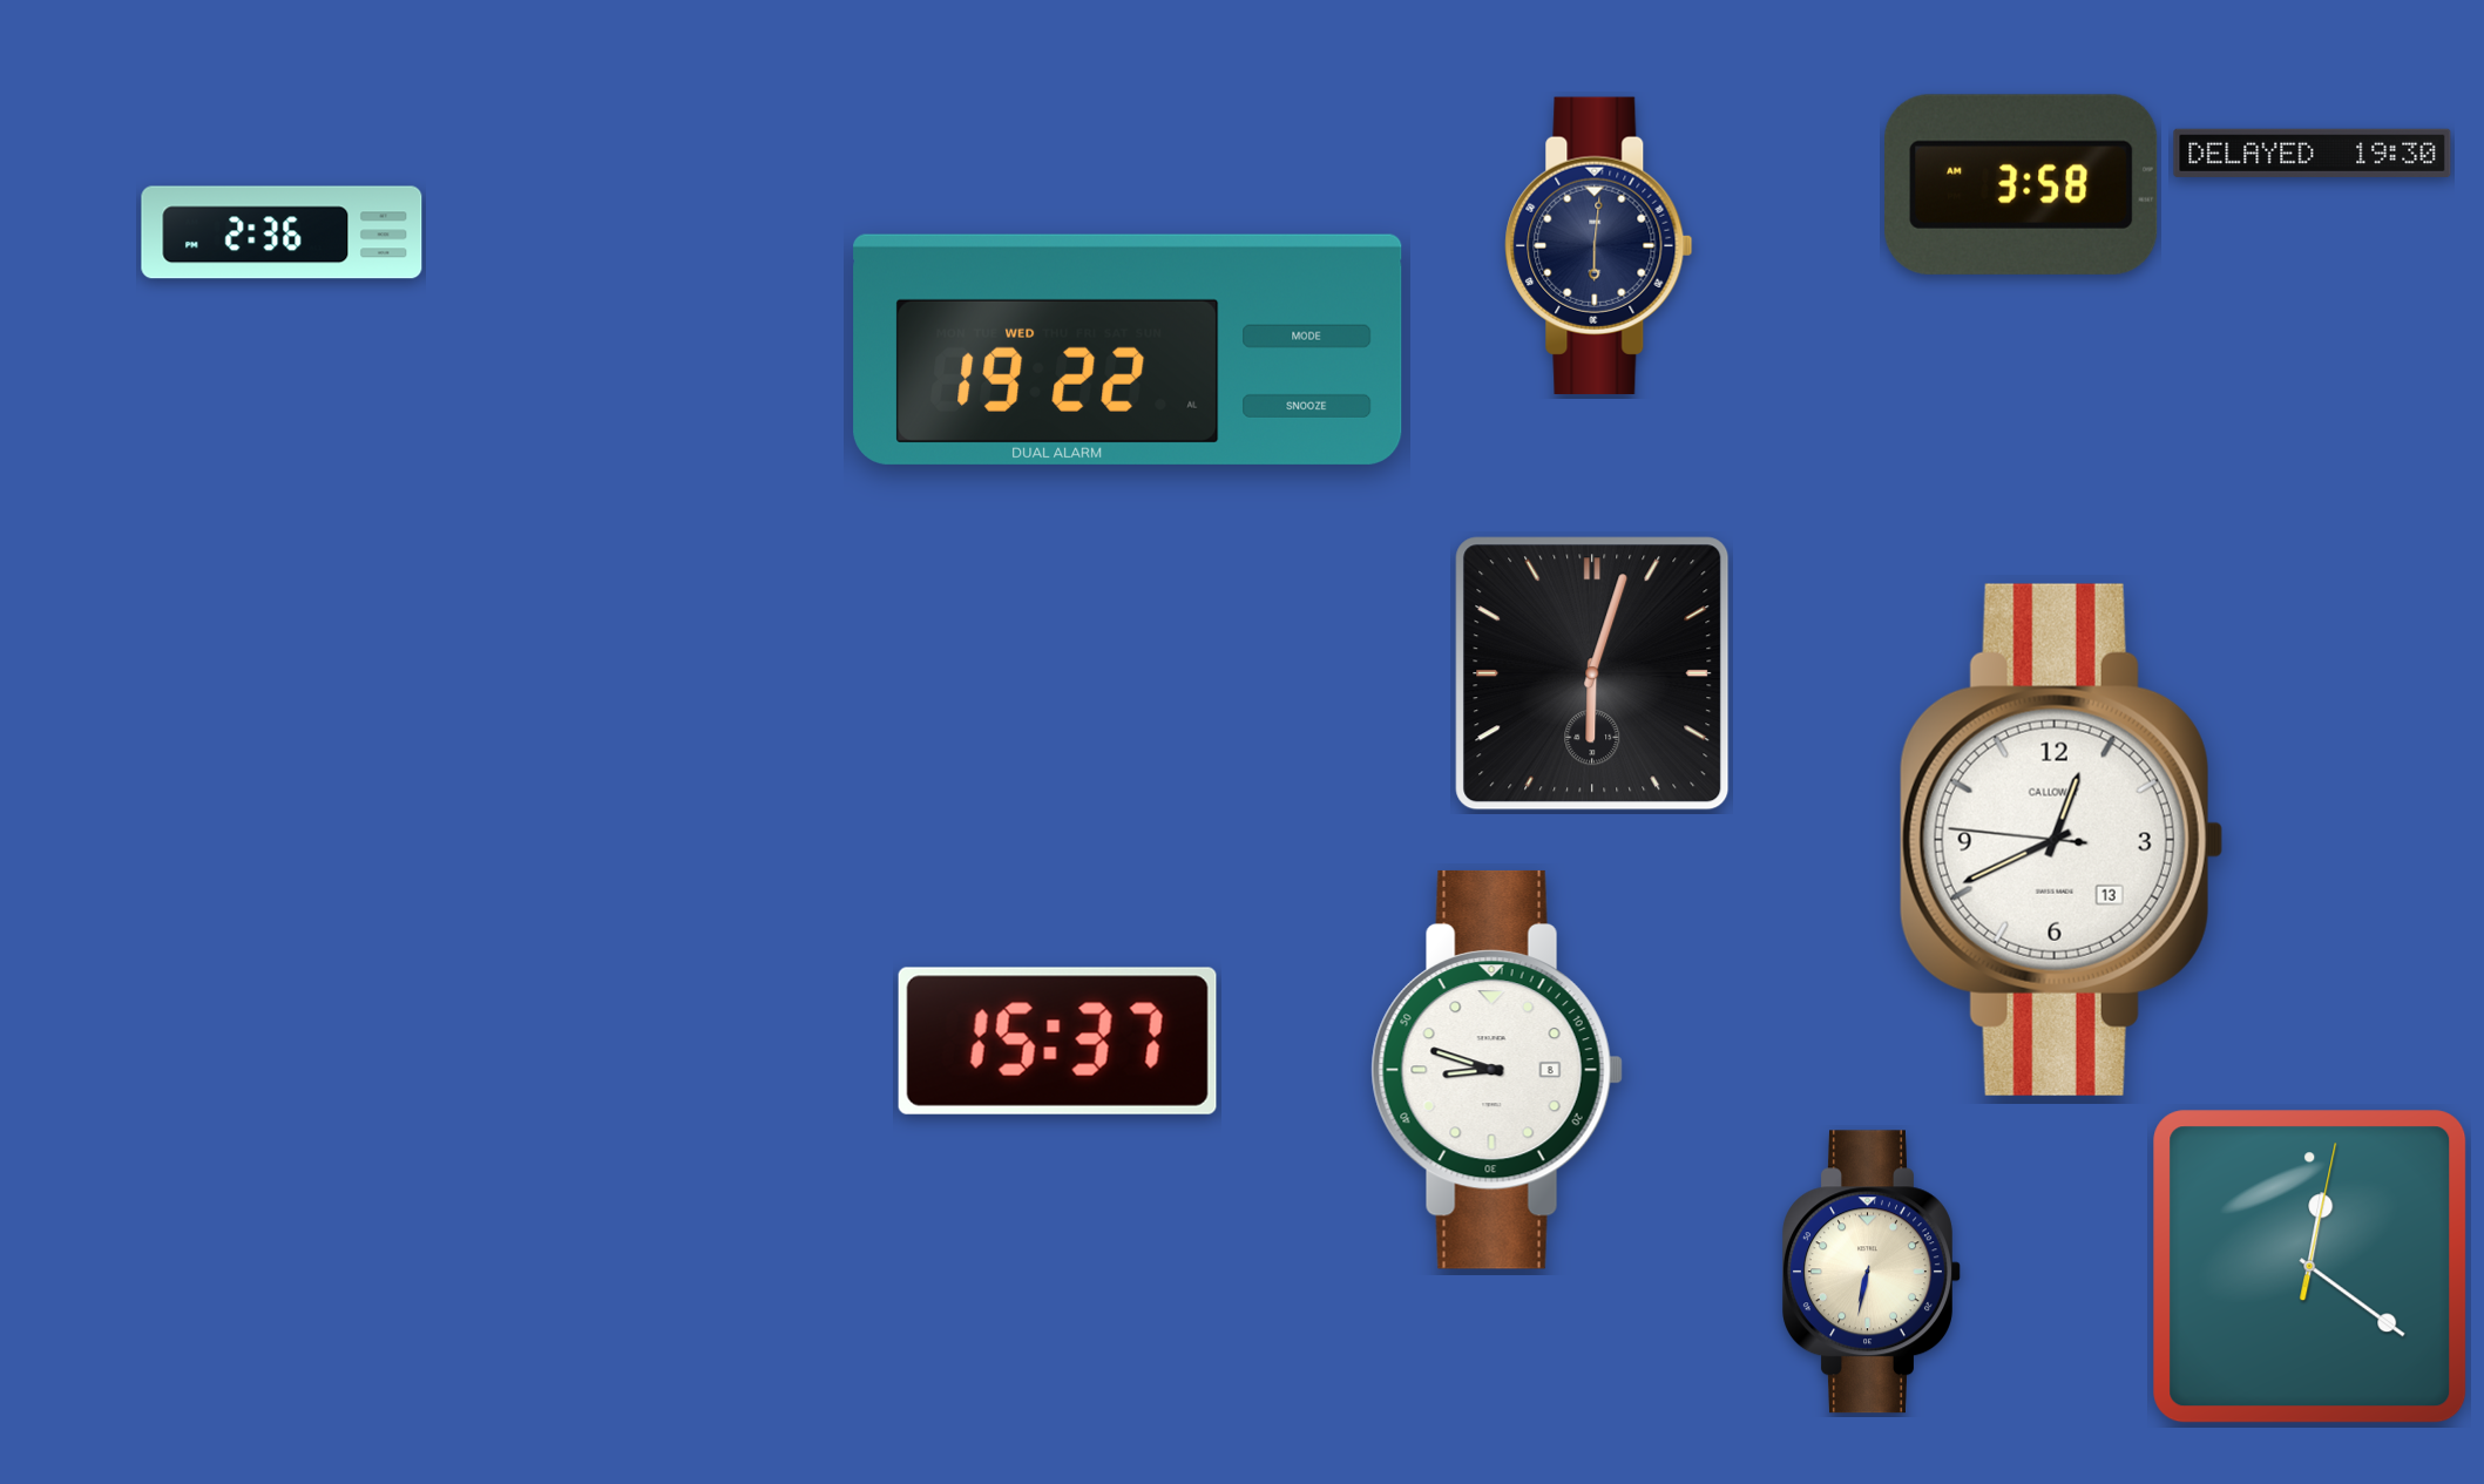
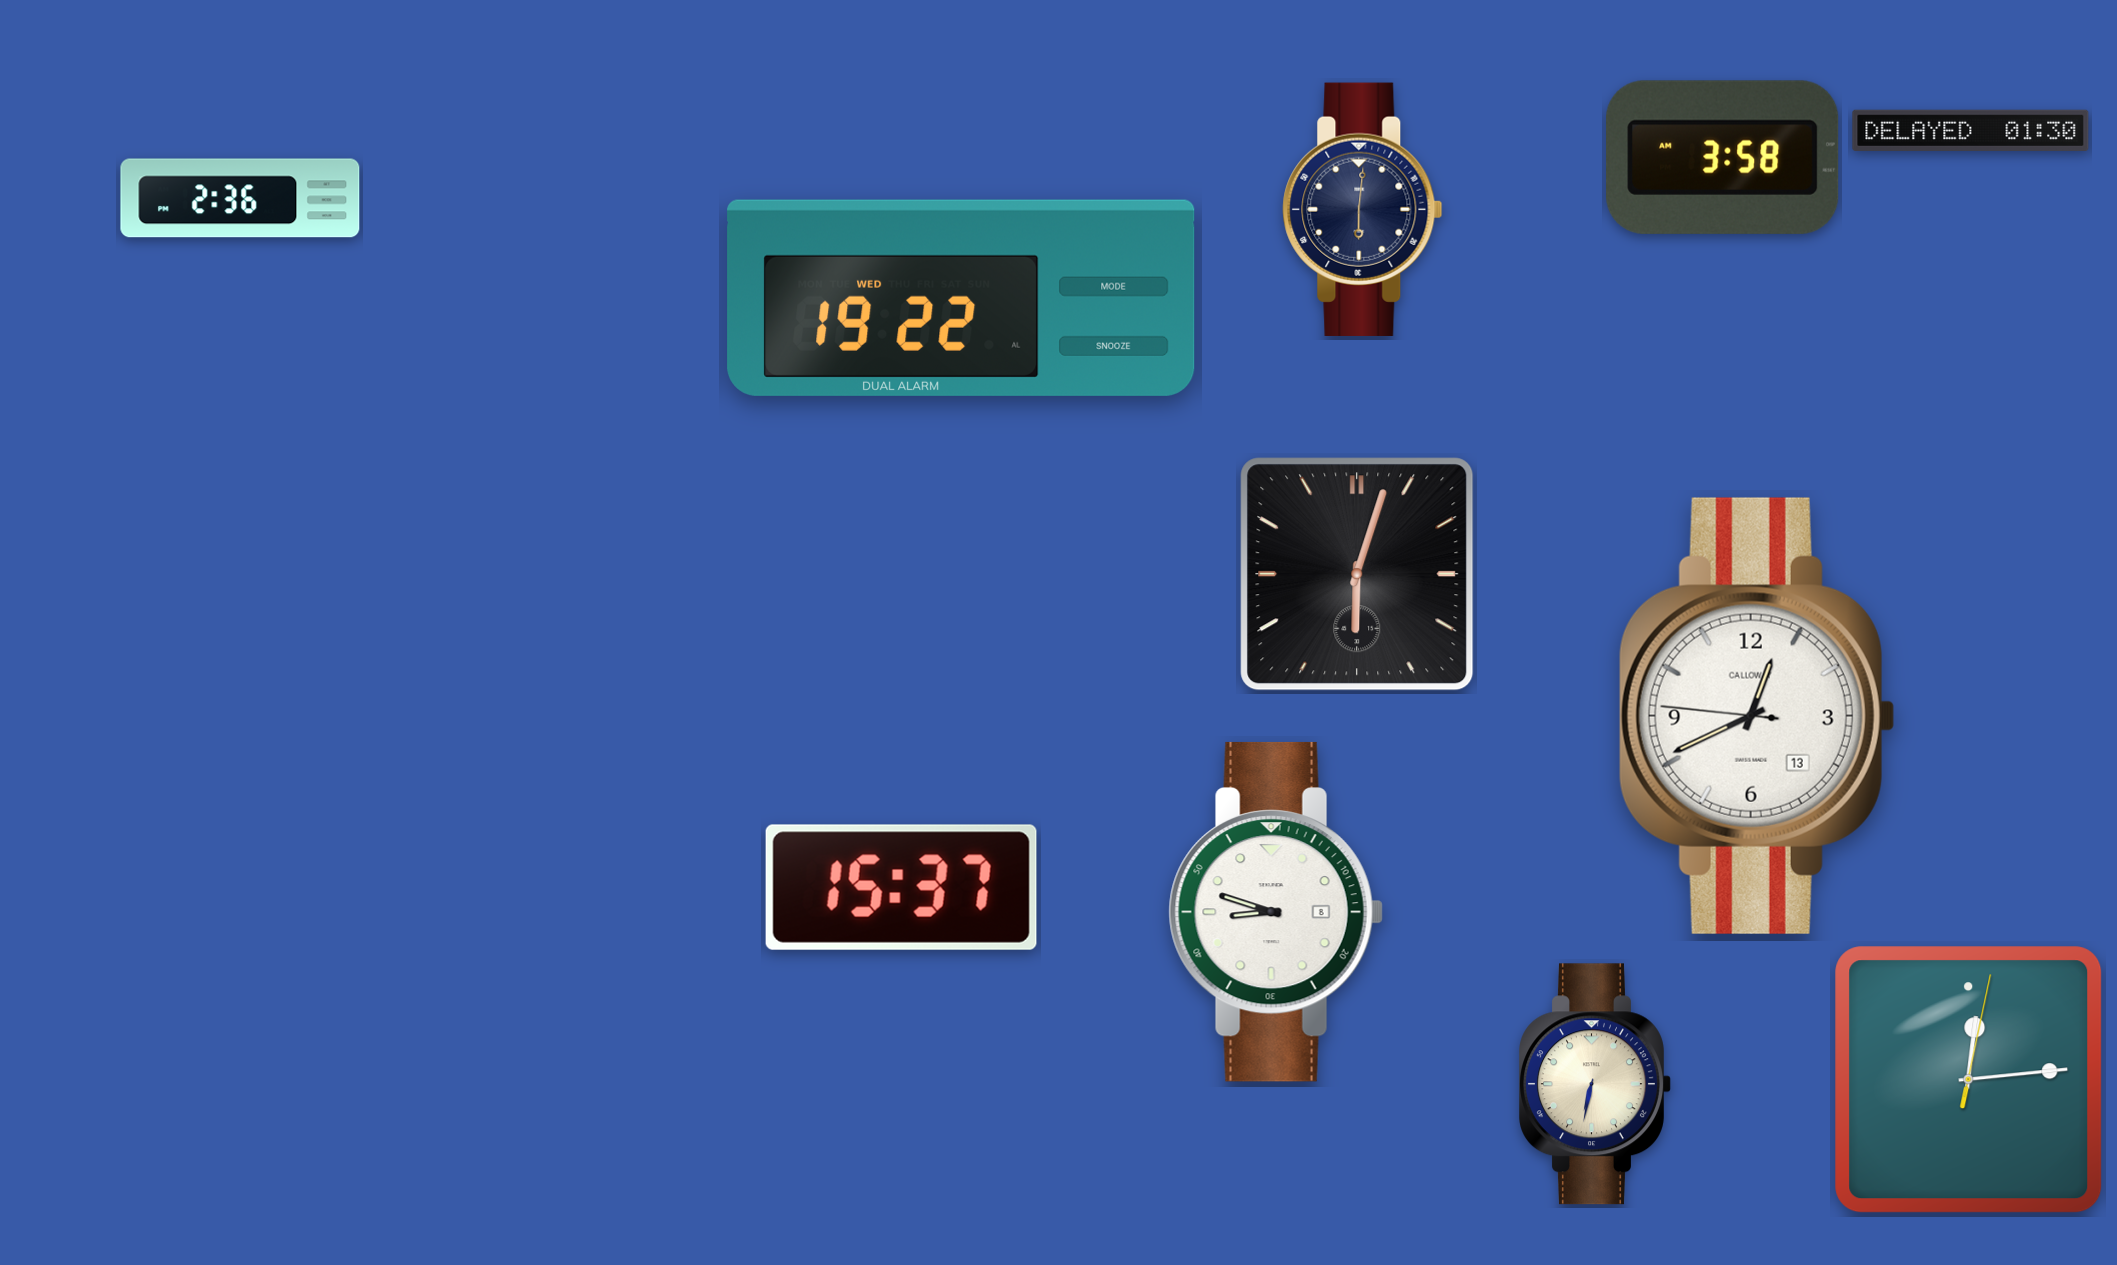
clock at (2313, 153): 19:30 -> 01:30
clock at (2310, 1267): 12:21 -> 12:14
